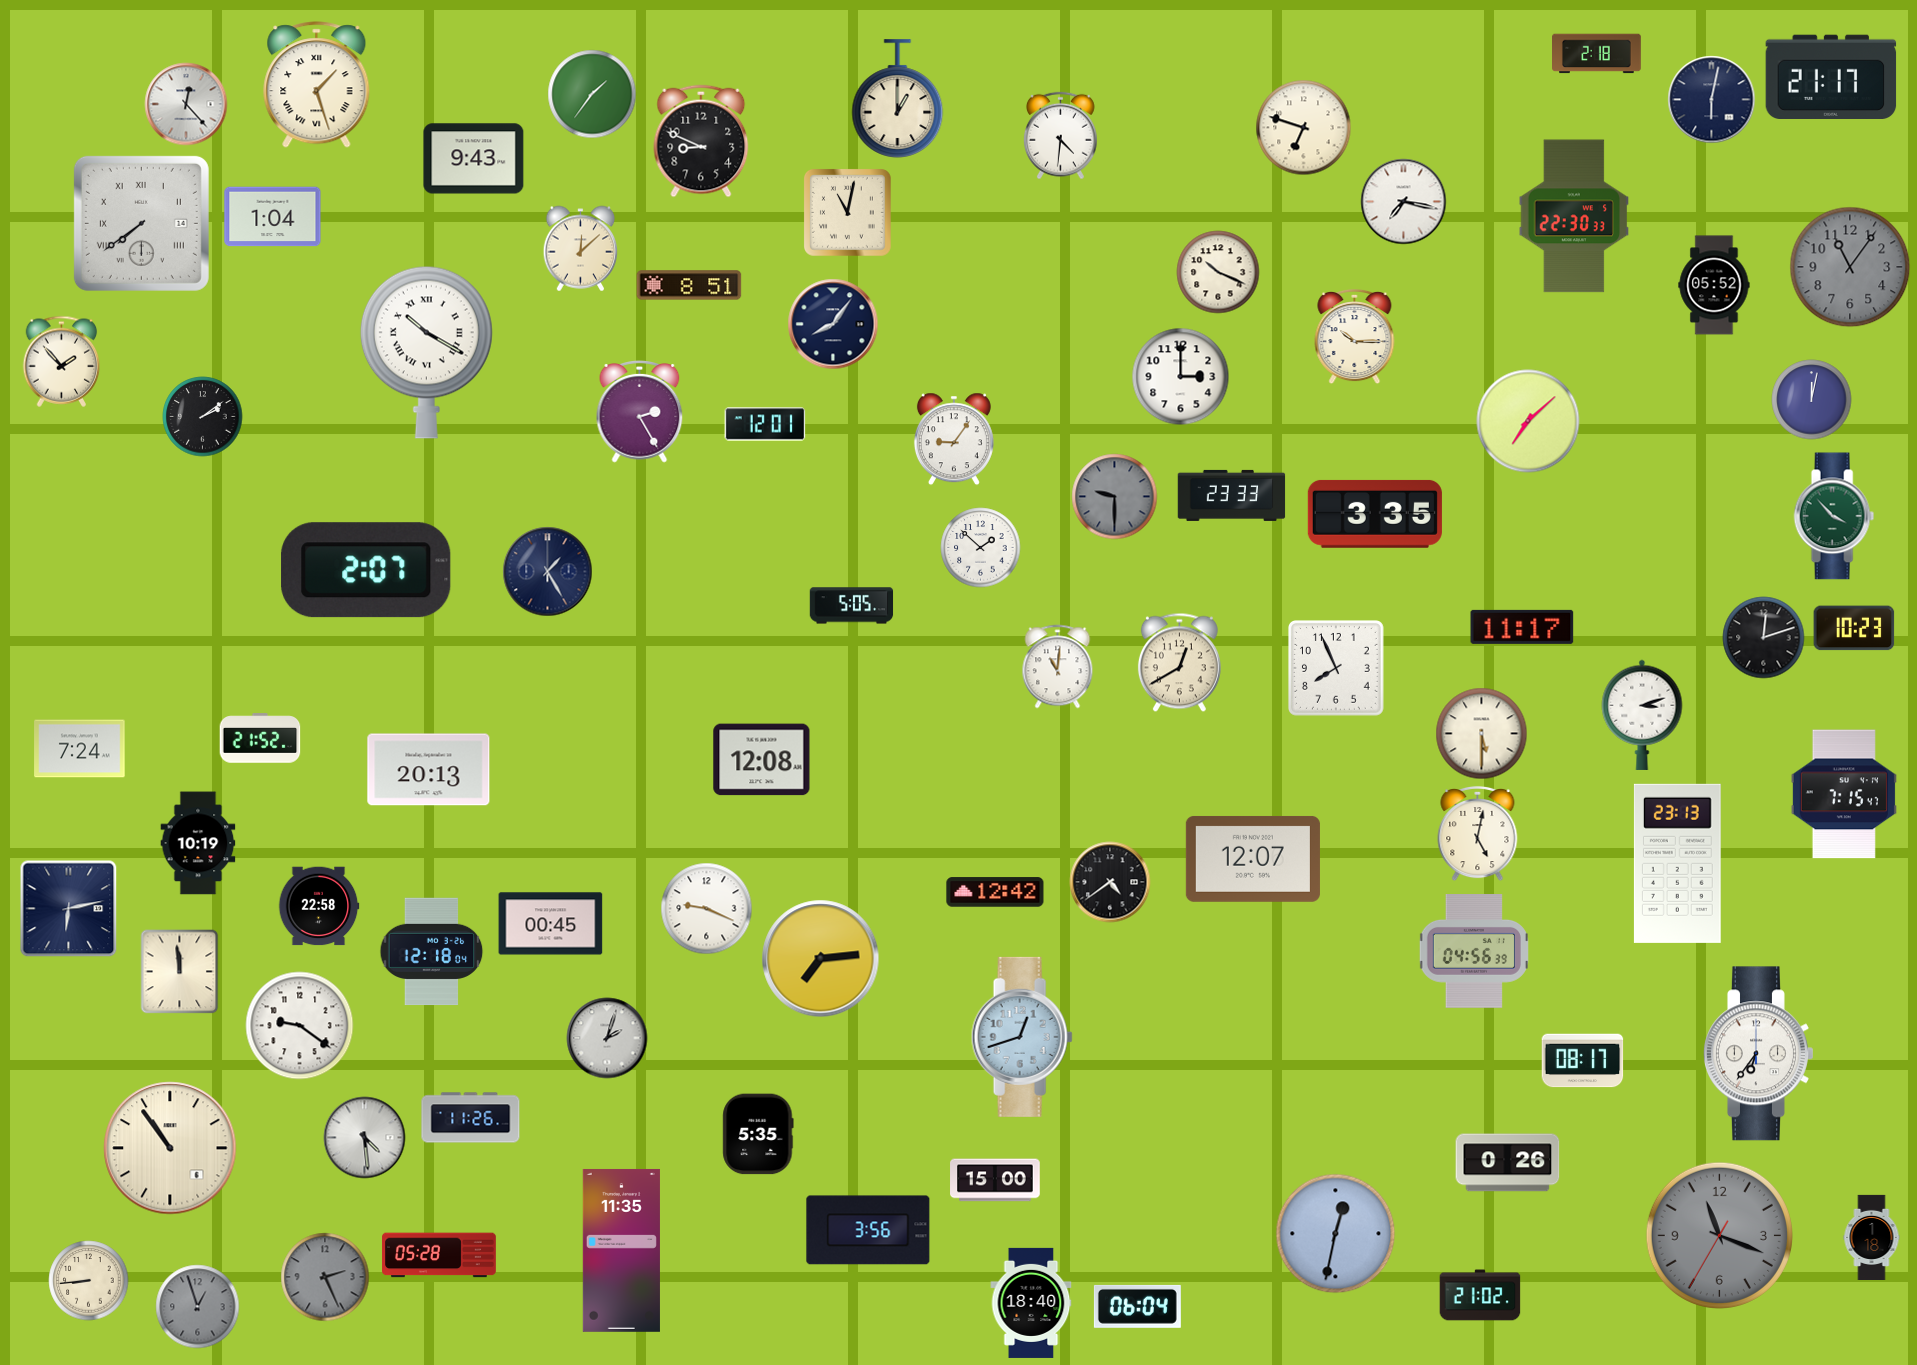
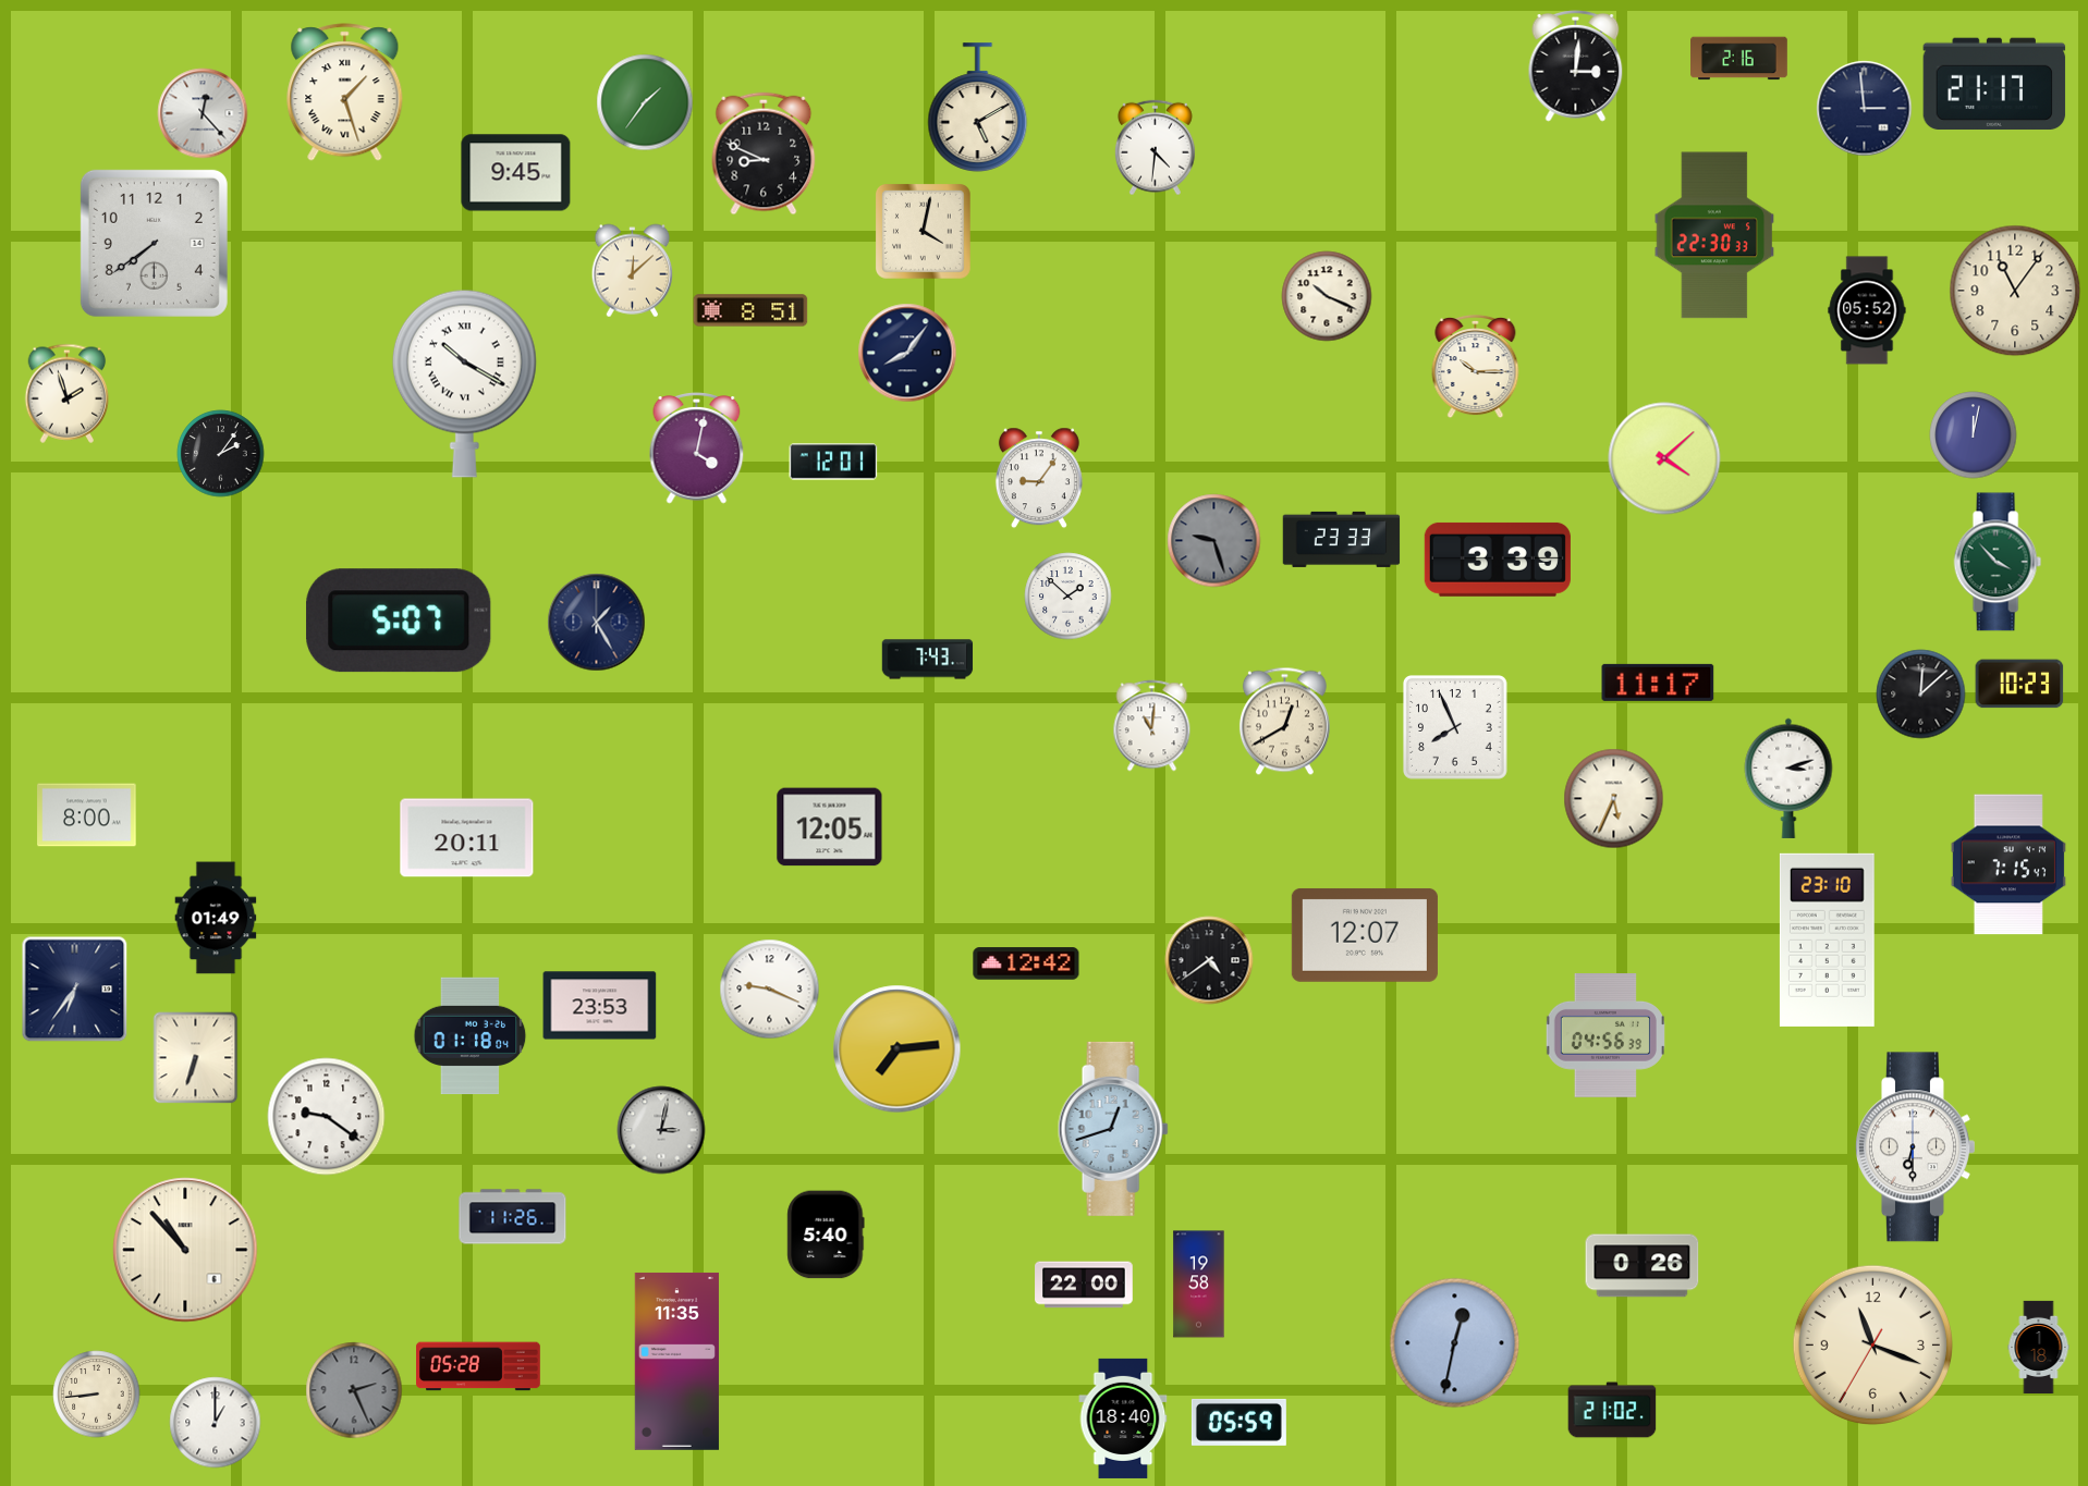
clock at (1597, 54): 2:18 -> 2:16
clock at (1576, 66): none -> 3:01
clock at (898, 99): 1:00 -> 5:10
clock at (1712, 100): 6:02 -> 2:59
clock at (1304, 128): 6:48 -> none
clock at (474, 159): 9:43 -> 9:45
clock at (1404, 202): 7:17 -> none
clock at (848, 213): 11:02 -> 4:02
clock at (273, 217): 1:04 -> none
clock at (141, 223) numerals: Roman -> Arabic
clock at (1850, 267) dial: grey -> cream
clock at (62, 361): 1:53 -> 1:57
clock at (1181, 377): 3:00 -> none
clock at (640, 412): 2:25 -> 4:02
clock at (203, 417): 2:09 -> 2:06
clock at (1528, 421): 7:08 -> 4:08
clock at (1115, 497): 9:30 -> 9:27
clock at (1375, 514): 3:35 -> 3:39
clock at (366, 570): 2:07 -> 5:07
clock at (852, 606): 5:05 -> 7:43
clock at (1764, 638): 12:12 -> 12:08
clock at (1482, 734): 5:30 -> 5:34
clock at (260, 738): 21:52 -> none
clock at (80, 749): 7:24 -> 8:00
clock at (762, 760): 12:08 -> 12:05
clock at (429, 770): 20:13 -> 20:11
clock at (1478, 834): 5:02 -> none
clock at (198, 843): 10:19 -> 01:49
clock at (1677, 863): 23:13 -> 23:10
clock at (995, 892) position: (995, 892) -> (1026, 963)
clock at (319, 906): 22:58 -> none
clock at (69, 909): 6:13 -> 6:36
clock at (551, 924): 00:45 -> 23:53
clock at (432, 952): 12:18 -> 01:18
clock at (821, 959) position: (821, 959) -> (898, 1049)
clock at (180, 972): 11:59 -> 6:33
clock at (607, 1038): 2:03 -> 3:02
clock at (1758, 1054): 6:36 -> 6:30
clock at (1583, 1061): 08:17 -> none
clock at (758, 1134): 5:35 -> 5:40
clock at (365, 1138): 4:29 -> none
clock at (170, 1148): 10:54 -> 10:53
clock at (995, 1180): 15:00 -> 22:00
clock at (1199, 1285): none -> 19:58
clock at (868, 1230): 3:56 -> none
clock at (1719, 1235) dial: grey -> cream
clock at (1137, 1306): 06:04 -> 05:59
clock at (198, 1307): 12:57 -> 1:00
clock at (198, 1307) dial: grey -> white
